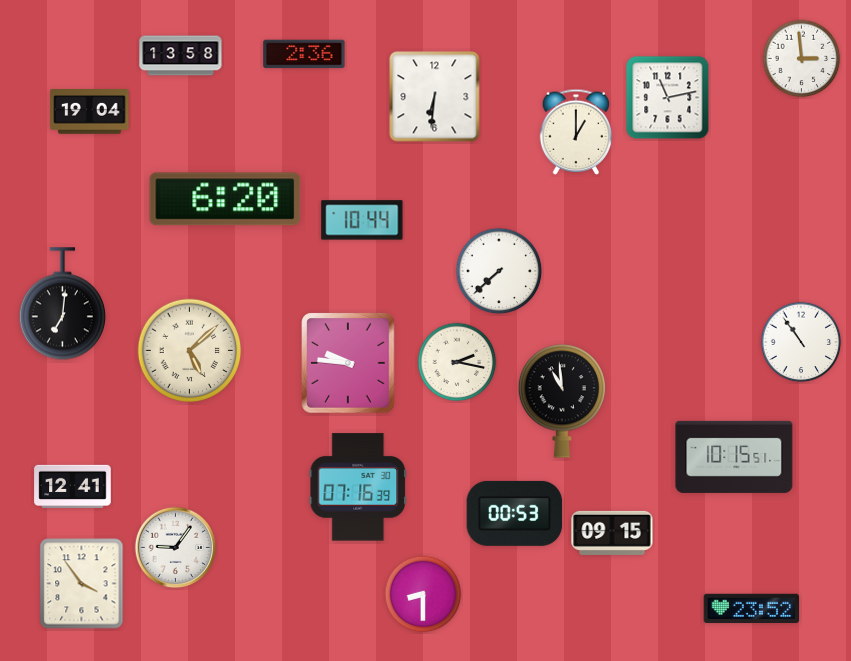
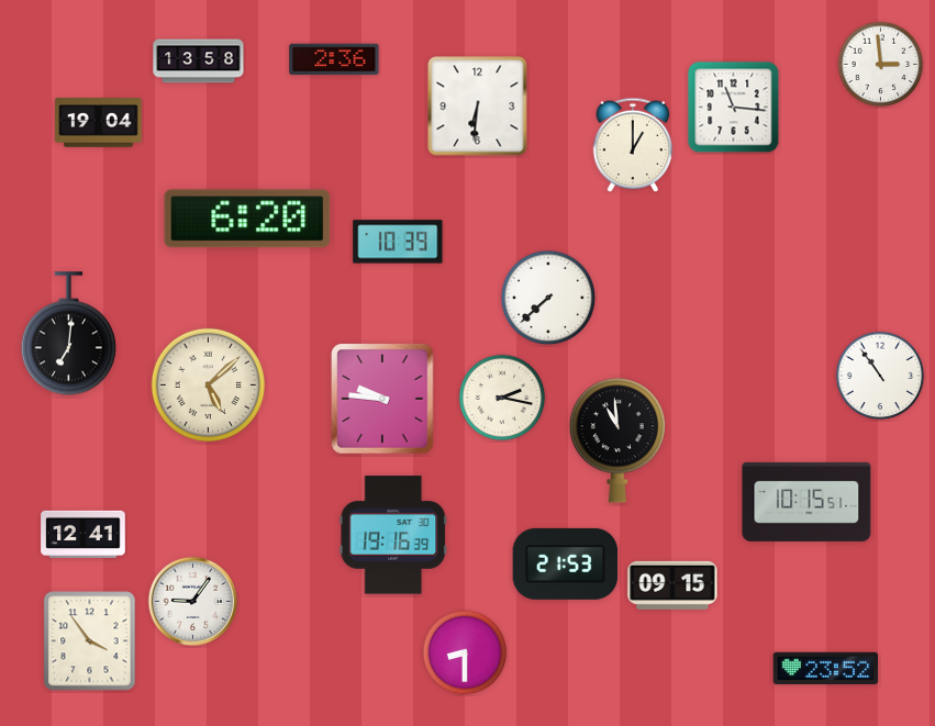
clock at (668, 98): 11:13 -> 11:16
clock at (362, 220): 10:44 -> 10:39
clock at (73, 486) position: (73, 486) -> (84, 534)
clock at (358, 487): 07:16 -> 19:16
clock at (515, 513): 00:53 -> 21:53
